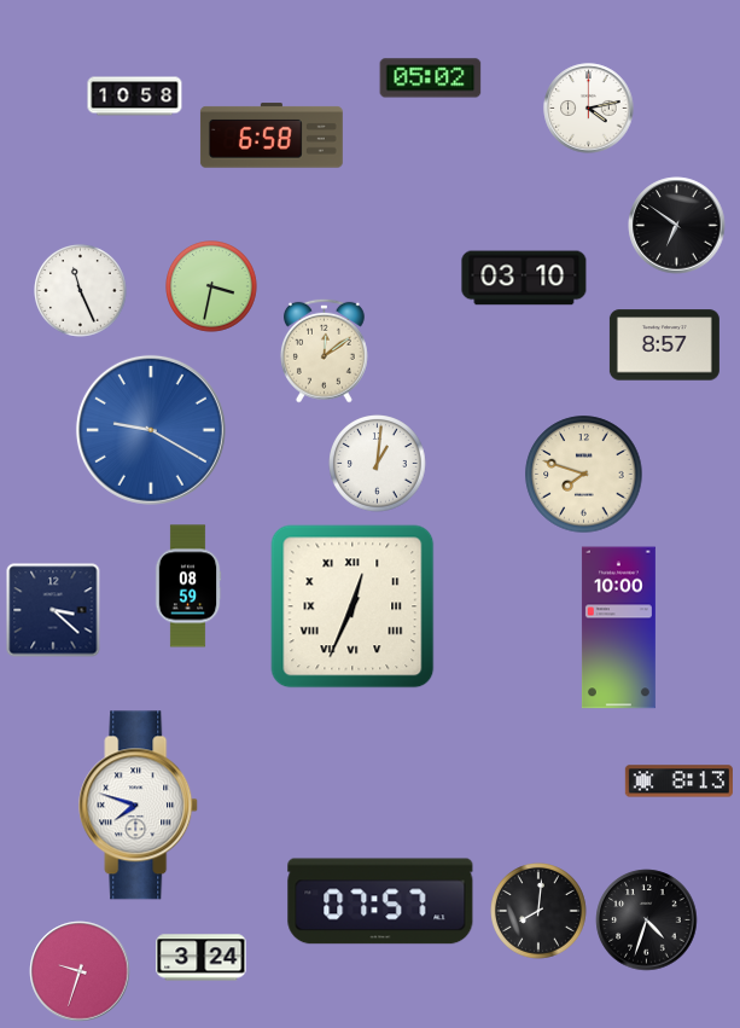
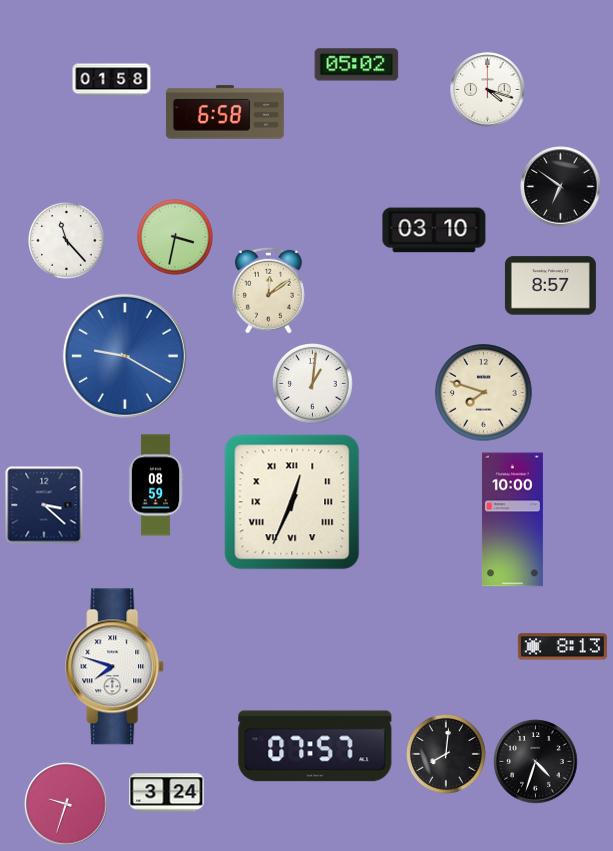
clock at (135, 97): 10:58 -> 01:58
clock at (589, 109): 4:13 -> 4:18
clock at (81, 291): 11:26 -> 11:23
